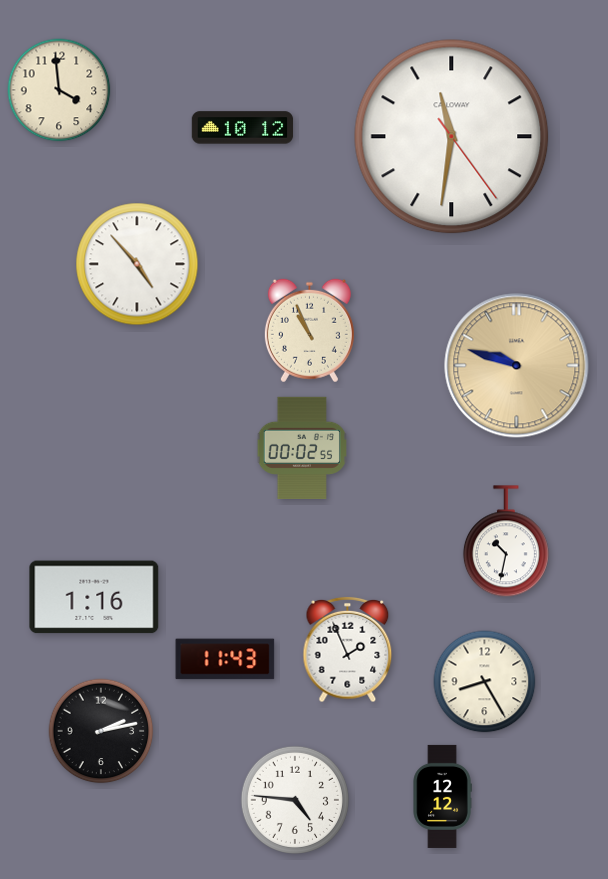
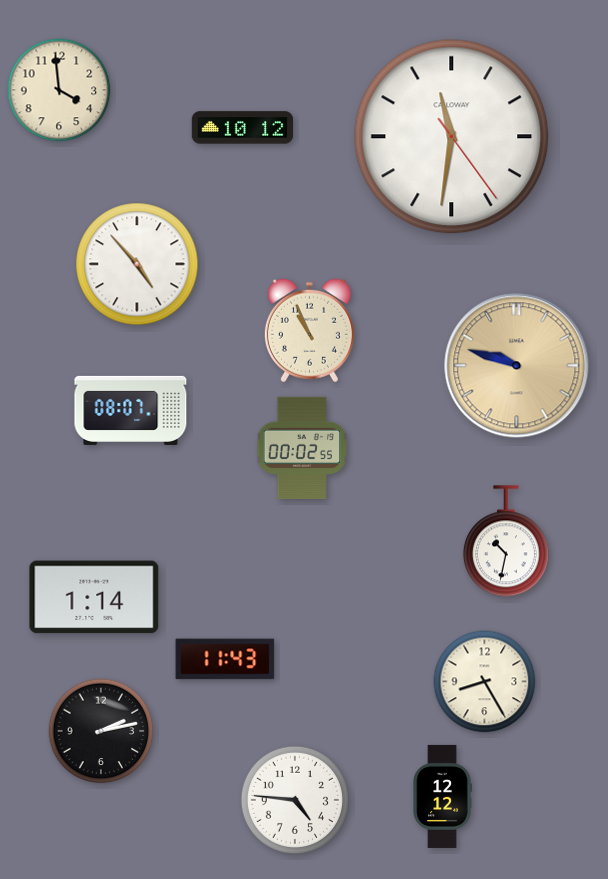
clock at (131, 410): none -> 08:07
clock at (94, 597): 1:16 -> 1:14
clock at (348, 650): 1:56 -> none
